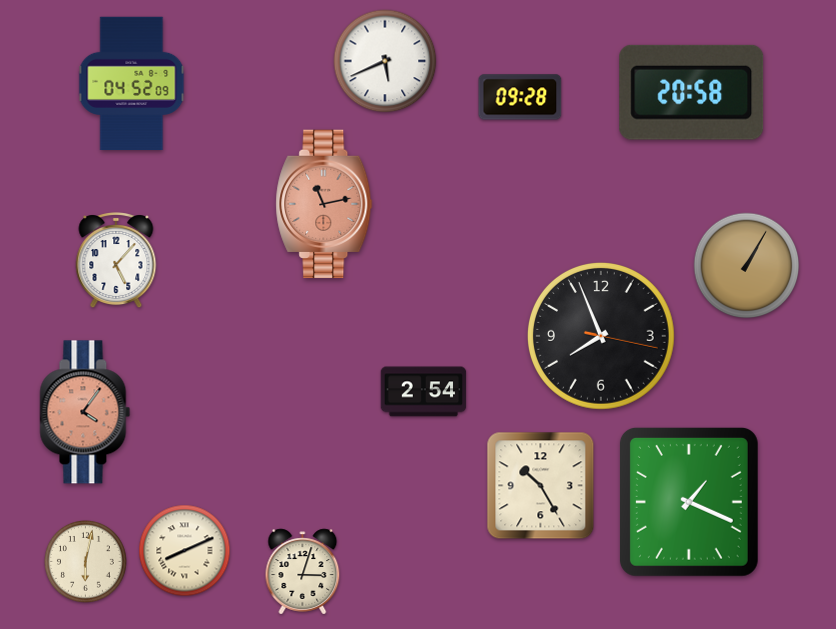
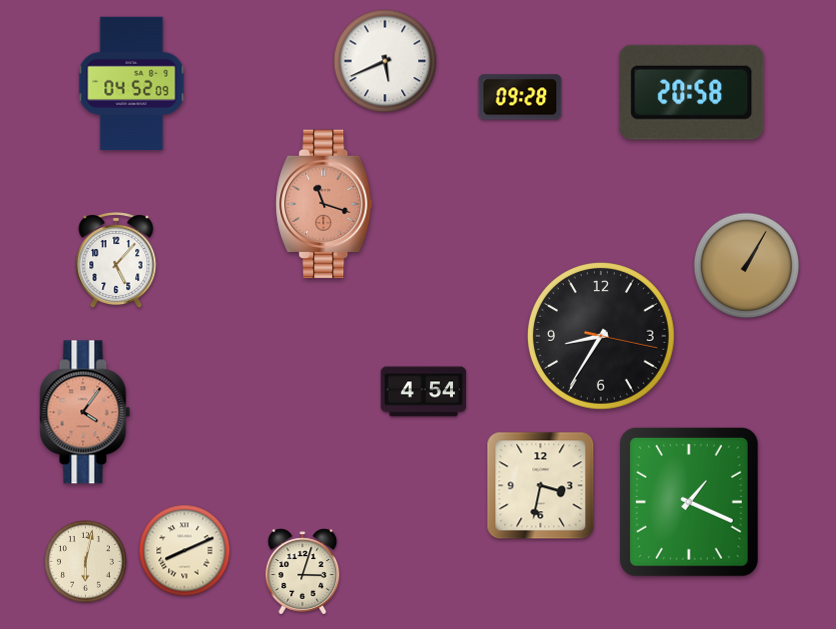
clock at (324, 204): 11:13 -> 11:18
clock at (601, 336): 7:56 -> 8:35
clock at (424, 392): 2:54 -> 4:54
clock at (541, 486): 10:25 -> 3:32
